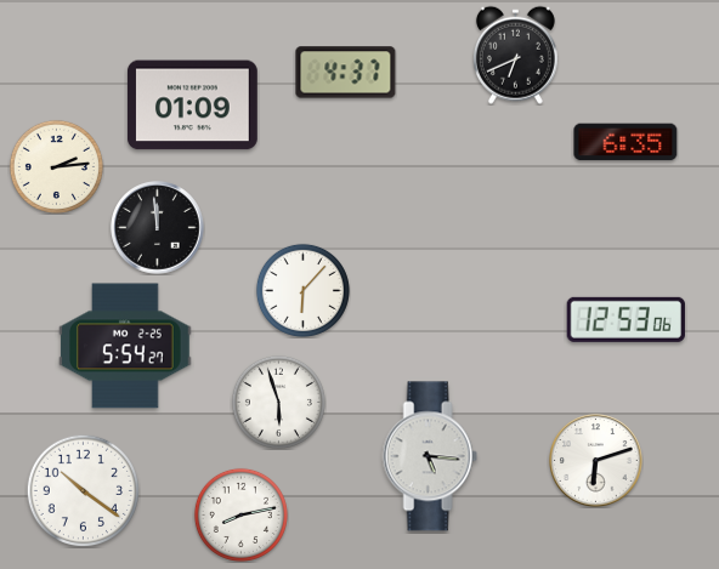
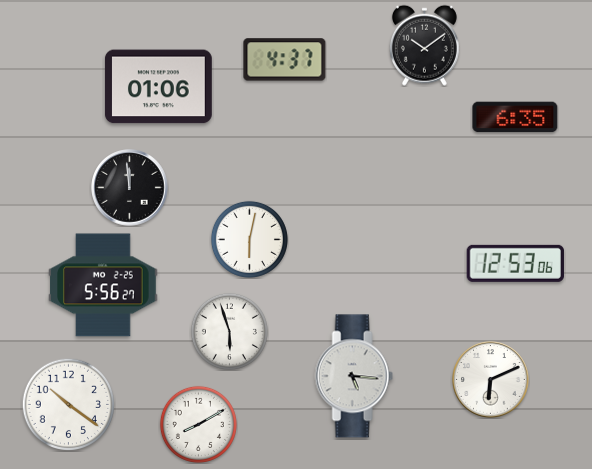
clock at (515, 55): 6:41 -> 10:09
clock at (192, 106): 01:09 -> 01:06
clock at (56, 166): 2:14 -> none
clock at (302, 290): 6:07 -> 6:02
clock at (125, 346): 5:54 -> 5:56
clock at (596, 461): 6:12 -> 6:11
clock at (240, 514): 8:13 -> 8:10
